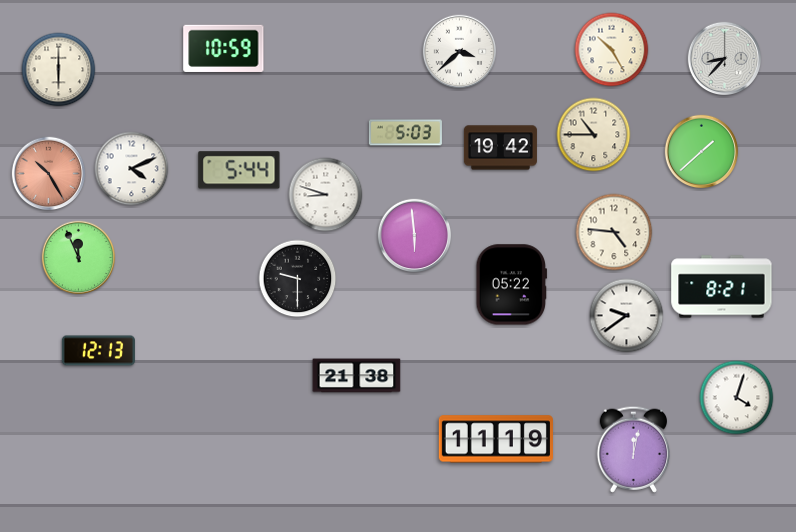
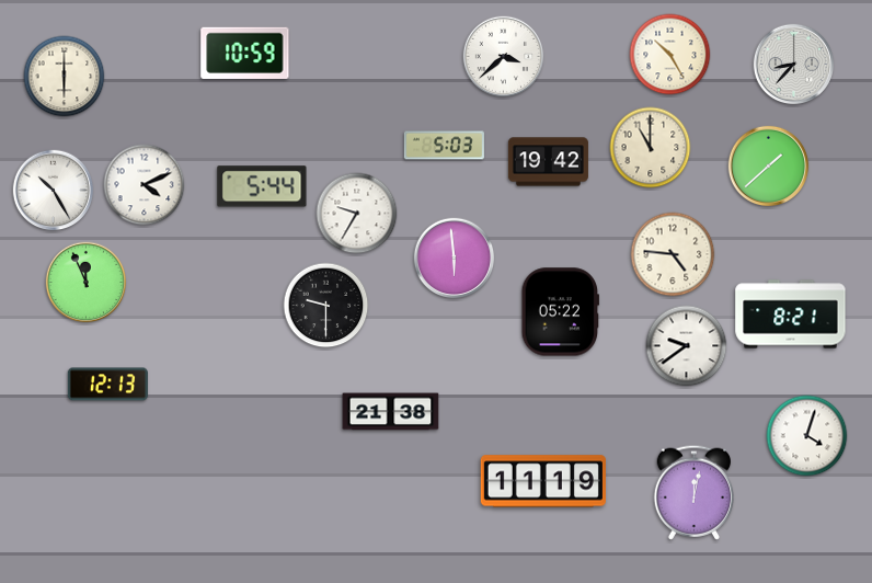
clock at (594, 135): 10:45 -> 11:00
clock at (49, 174) dial: salmon -> white
clock at (326, 195): 8:48 -> 9:35
